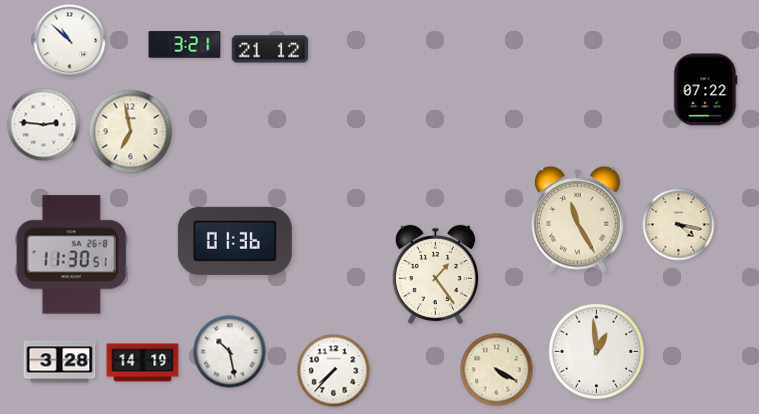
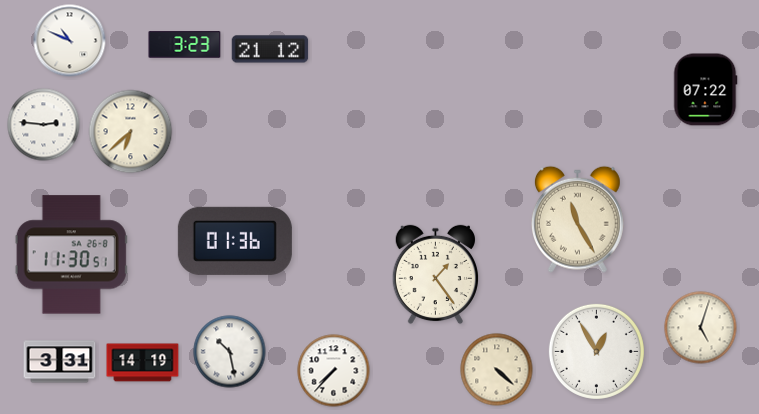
clock at (70, 41): 10:52 -> 10:49
clock at (185, 45): 3:21 -> 3:23
clock at (131, 132): 6:58 -> 6:38
clock at (679, 225): 4:17 -> none
clock at (701, 328): none -> 5:03
clock at (596, 351): 12:59 -> 12:55
clock at (60, 362): 3:28 -> 3:31
clock at (497, 370): 4:20 -> 4:22
